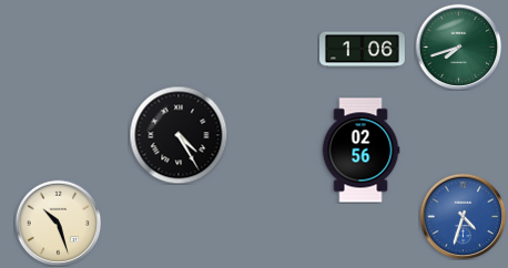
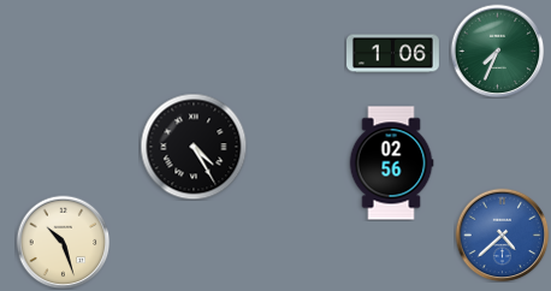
clock at (458, 47): 7:42 -> 7:34
clock at (463, 216): 4:33 -> 4:38
